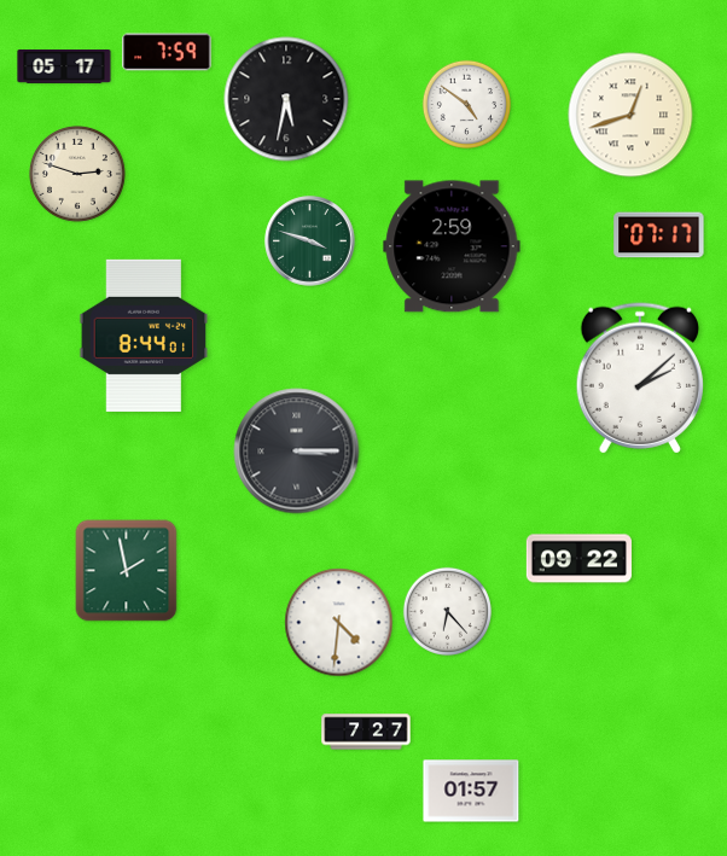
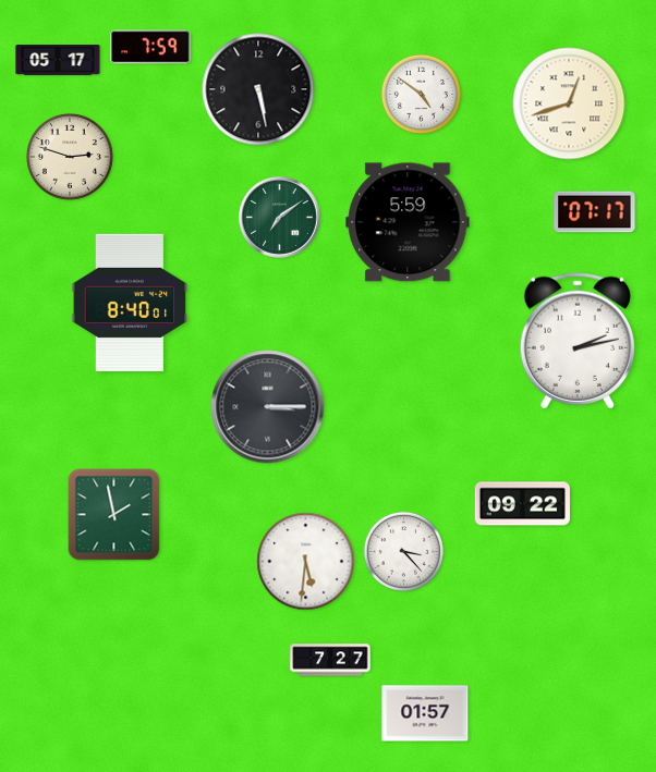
clock at (286, 99): 5:32 -> 5:28
clock at (310, 241): 3:48 -> 7:09
clock at (452, 246): 2:59 -> 5:59
clock at (144, 336): 8:44 -> 8:40
clock at (640, 378): 2:08 -> 2:13
clock at (447, 611): 6:23 -> 3:23
clock at (339, 623): 4:31 -> 5:31
